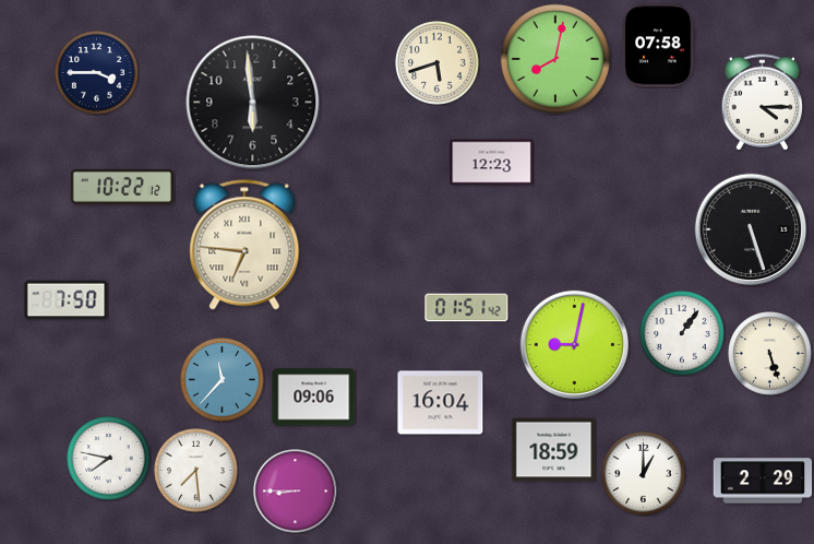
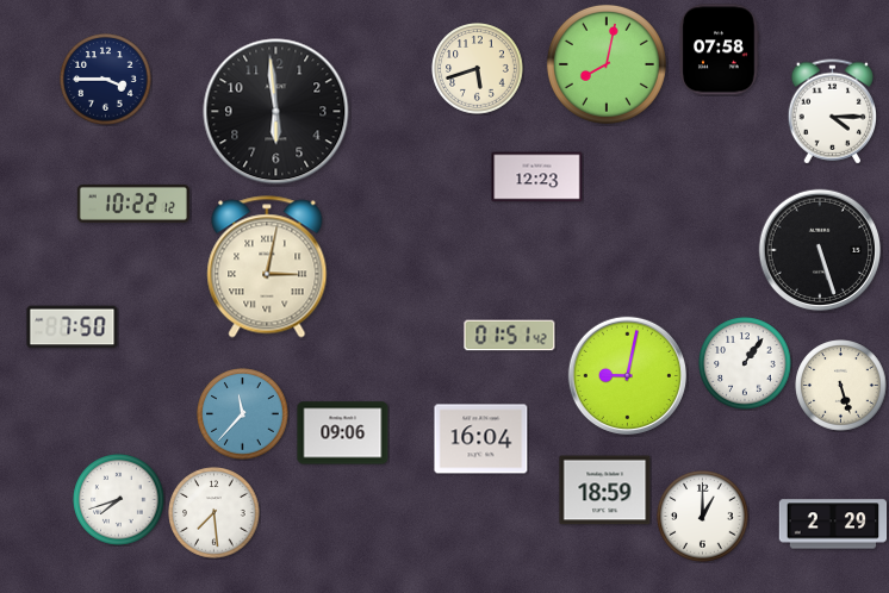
clock at (244, 245): 6:46 -> 3:02
clock at (109, 459): 7:47 -> 7:42
clock at (296, 492): 8:45 -> none
